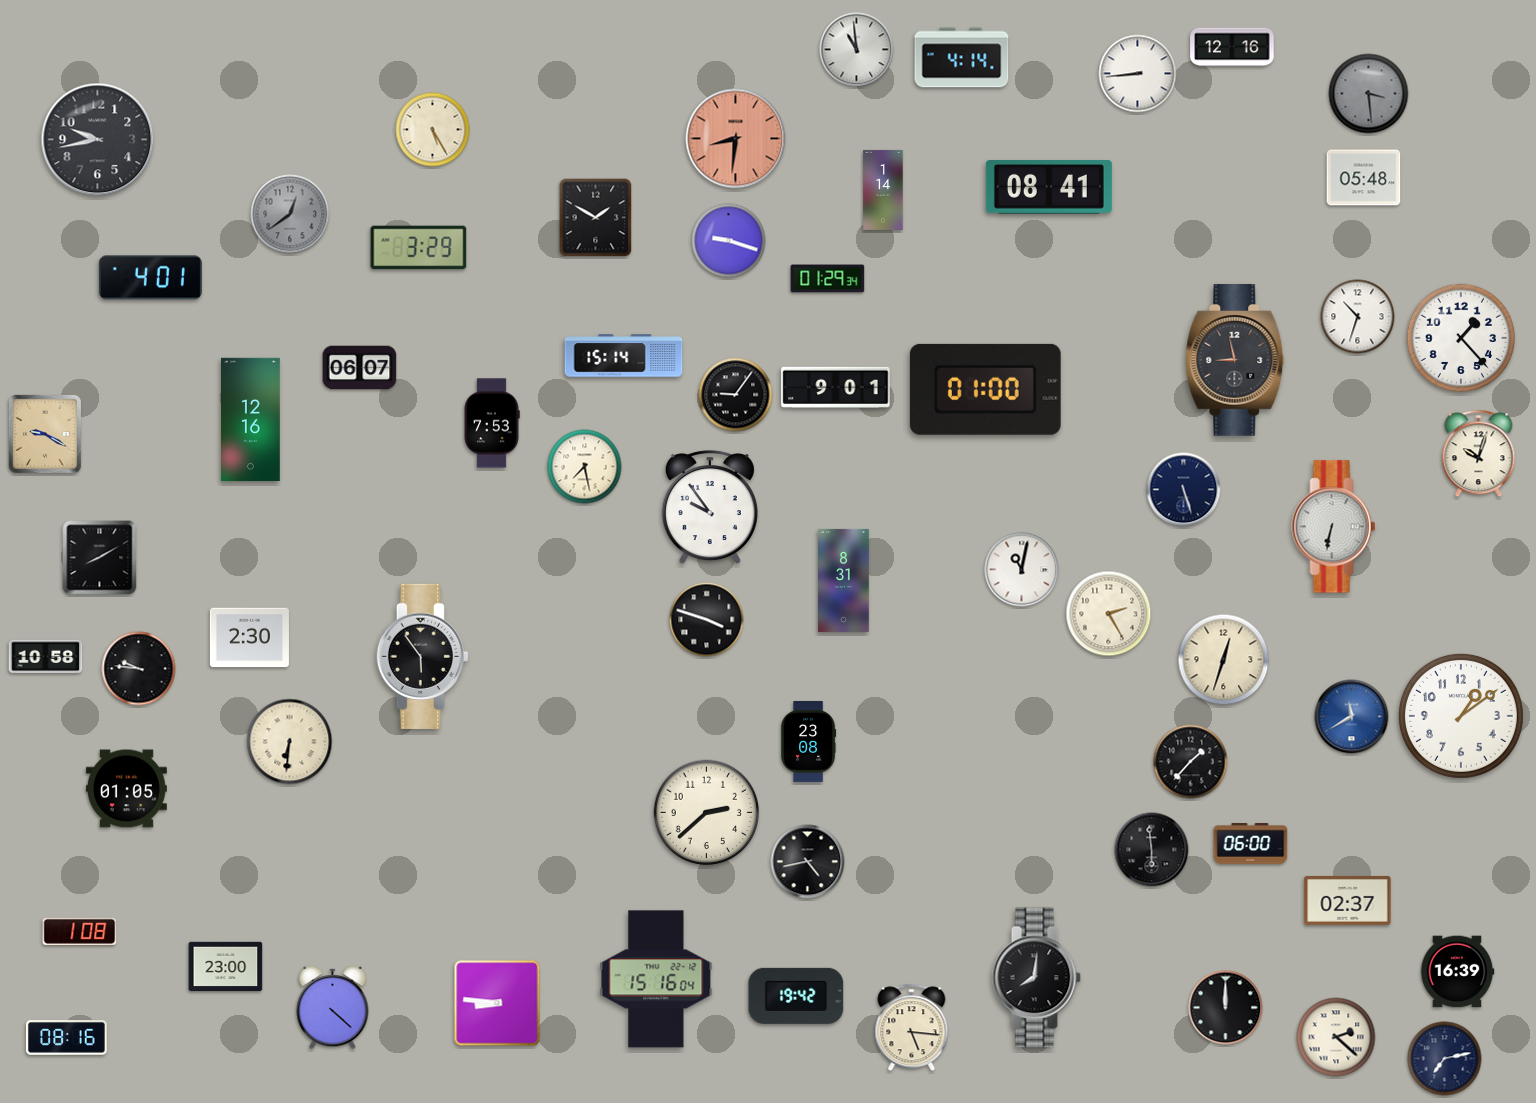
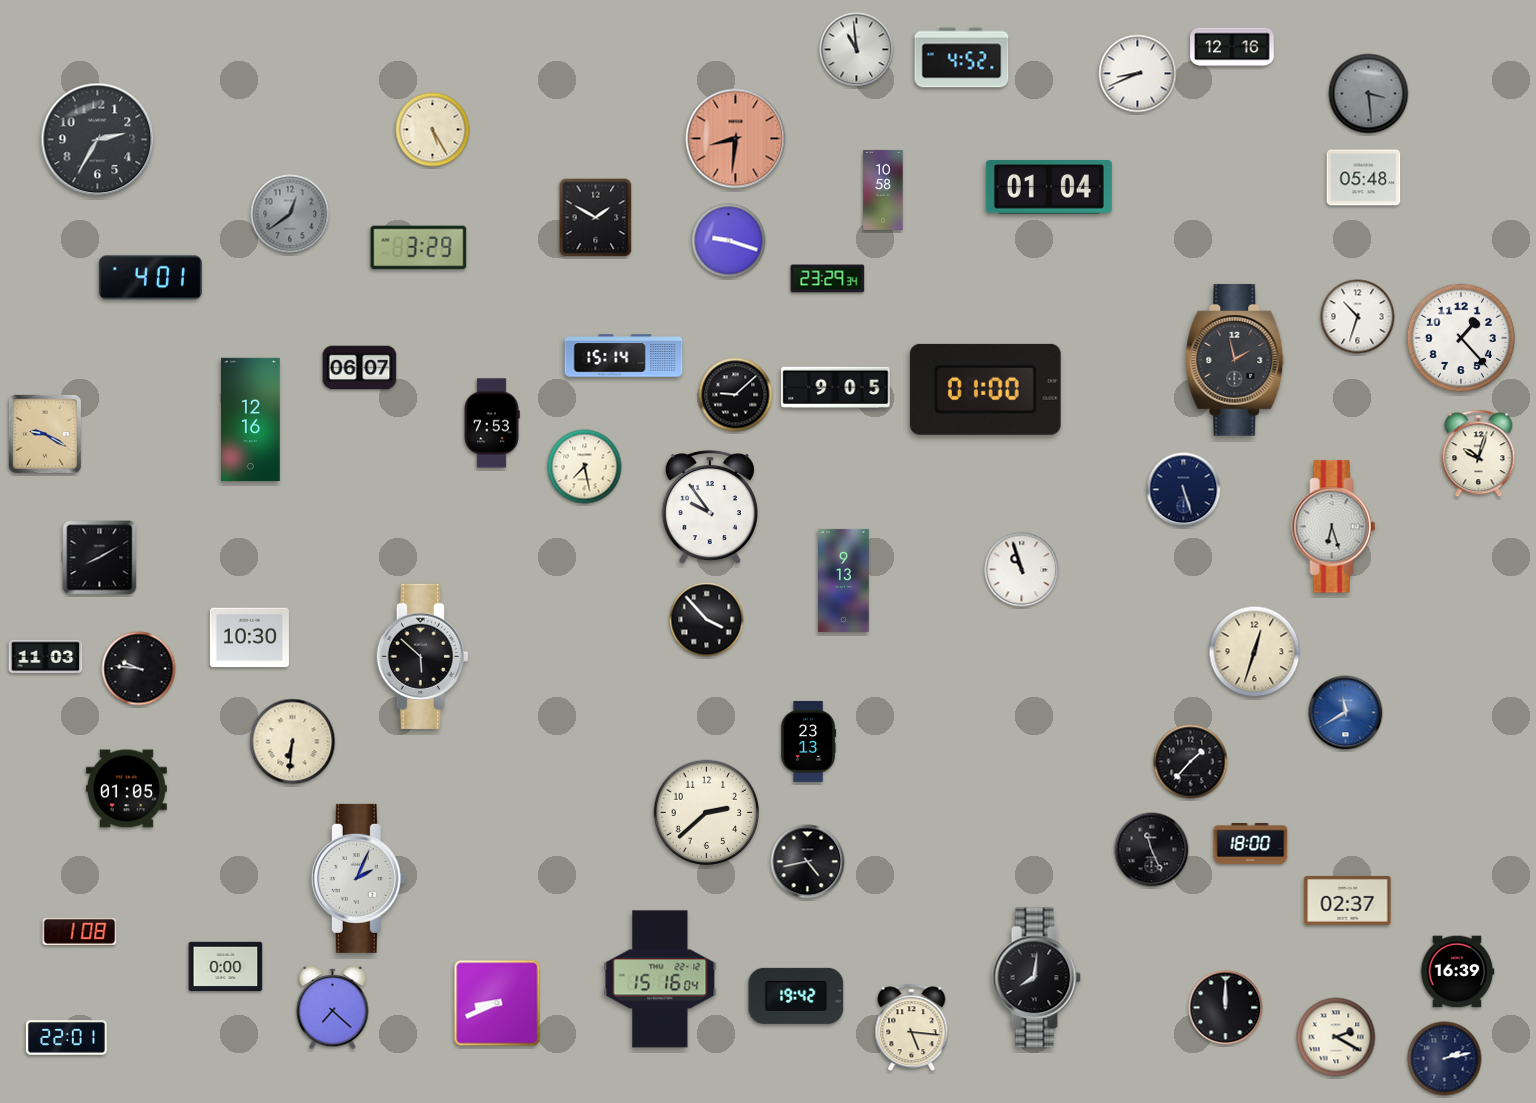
clock at (962, 58): 4:14 -> 4:52
clock at (1138, 74): 8:44 -> 8:41
clock at (98, 140): 9:43 -> 2:35
clock at (1049, 188): 08:41 -> 01:04
clock at (883, 190): 1:14 -> 10:58
clock at (828, 279): 01:29 -> 23:29
clock at (1235, 361): 8:58 -> 1:58
clock at (836, 387): 9:01 -> 9:05
clock at (736, 395): 9:06 -> 9:08
clock at (1334, 527): 6:32 -> 6:27
clock at (1022, 570): 11:02 -> 10:57
clock at (844, 580): 8:31 -> 9:13
clock at (1109, 614): 2:25 -> none
clock at (707, 620): 3:48 -> 3:53
clock at (249, 638): 2:30 -> 10:30
clock at (422, 656): 5:54 -> 5:52
clock at (46, 657): 10:58 -> 11:03
clock at (1224, 660) position: (1224, 660) -> (1255, 652)
clock at (1461, 716): 1:09 -> none
clock at (1352, 717) position: (1352, 717) -> (1346, 713)
clock at (809, 741): 23:08 -> 23:13
clock at (290, 742) position: (290, 742) -> (293, 742)
clock at (1251, 844): 06:00 -> 18:00
clock at (1152, 850): 5:59 -> 11:26
clock at (358, 878): none -> 2:04
clock at (226, 967): 23:00 -> 0:00
clock at (656, 979) position: (656, 979) -> (660, 979)
clock at (497, 1003): 8:46 -> 8:41
clock at (333, 1009): 4:22 -> 7:22
clock at (1336, 1037): 2:22 -> 2:20
clock at (66, 1038): 08:16 -> 22:01
clock at (1445, 1059): 7:13 -> 2:13
